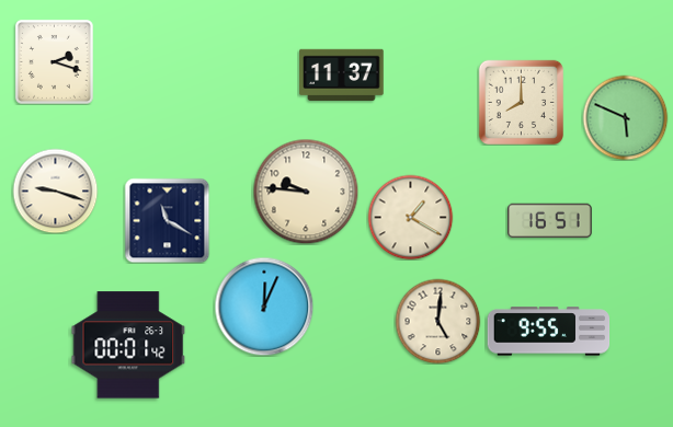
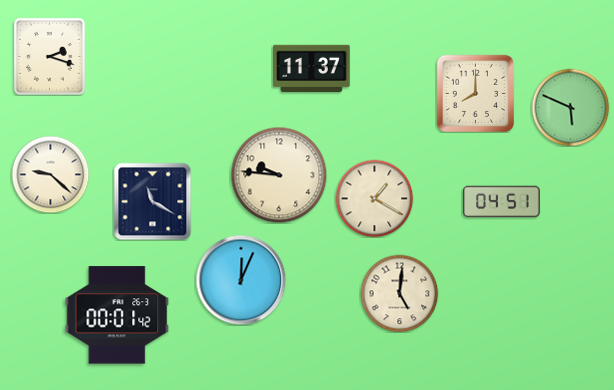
clock at (55, 191): 9:18 -> 9:22
clock at (550, 221): 16:51 -> 04:51
clock at (549, 332): 9:55 -> none
